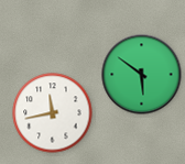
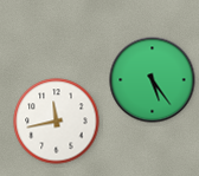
clock at (142, 75): 5:51 -> 5:24
